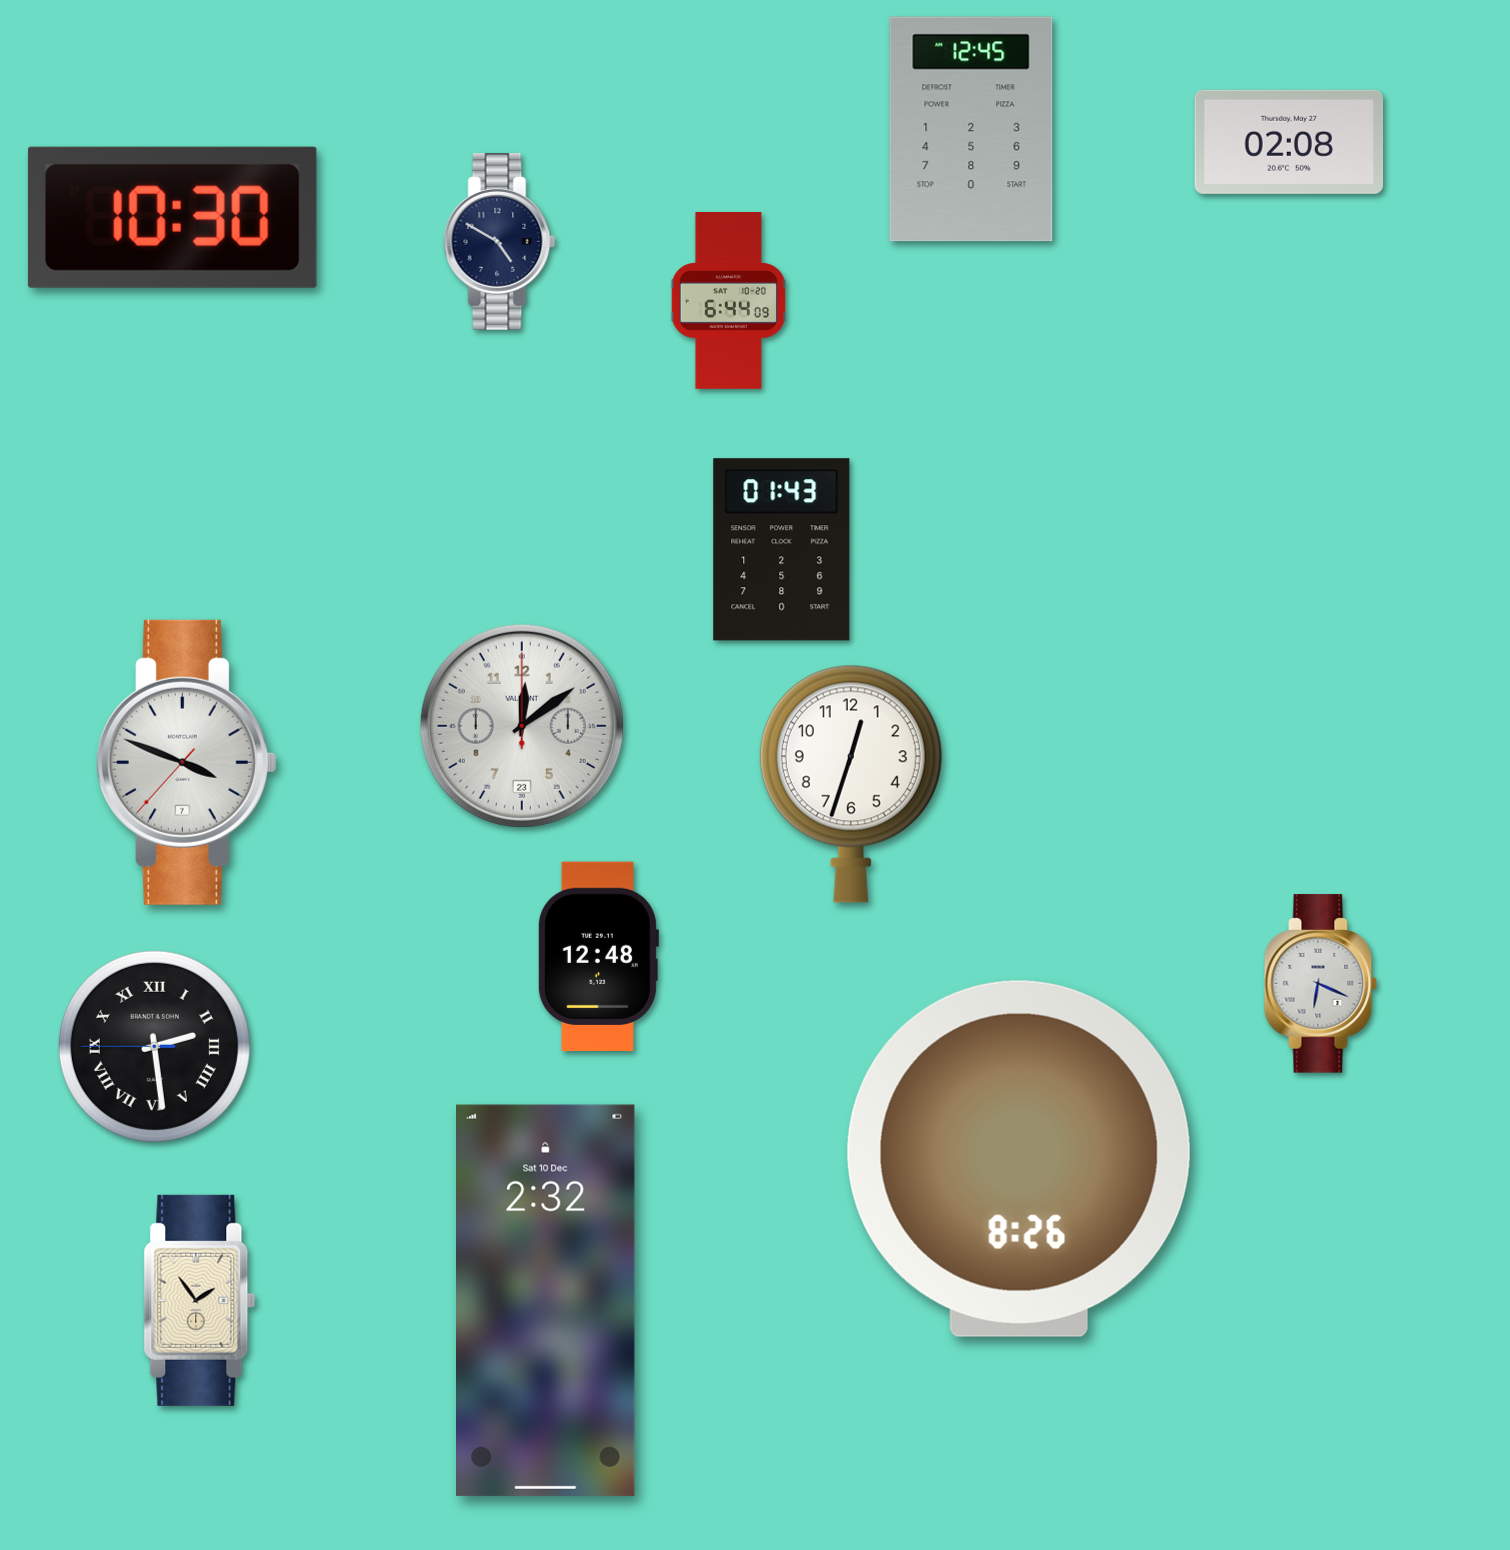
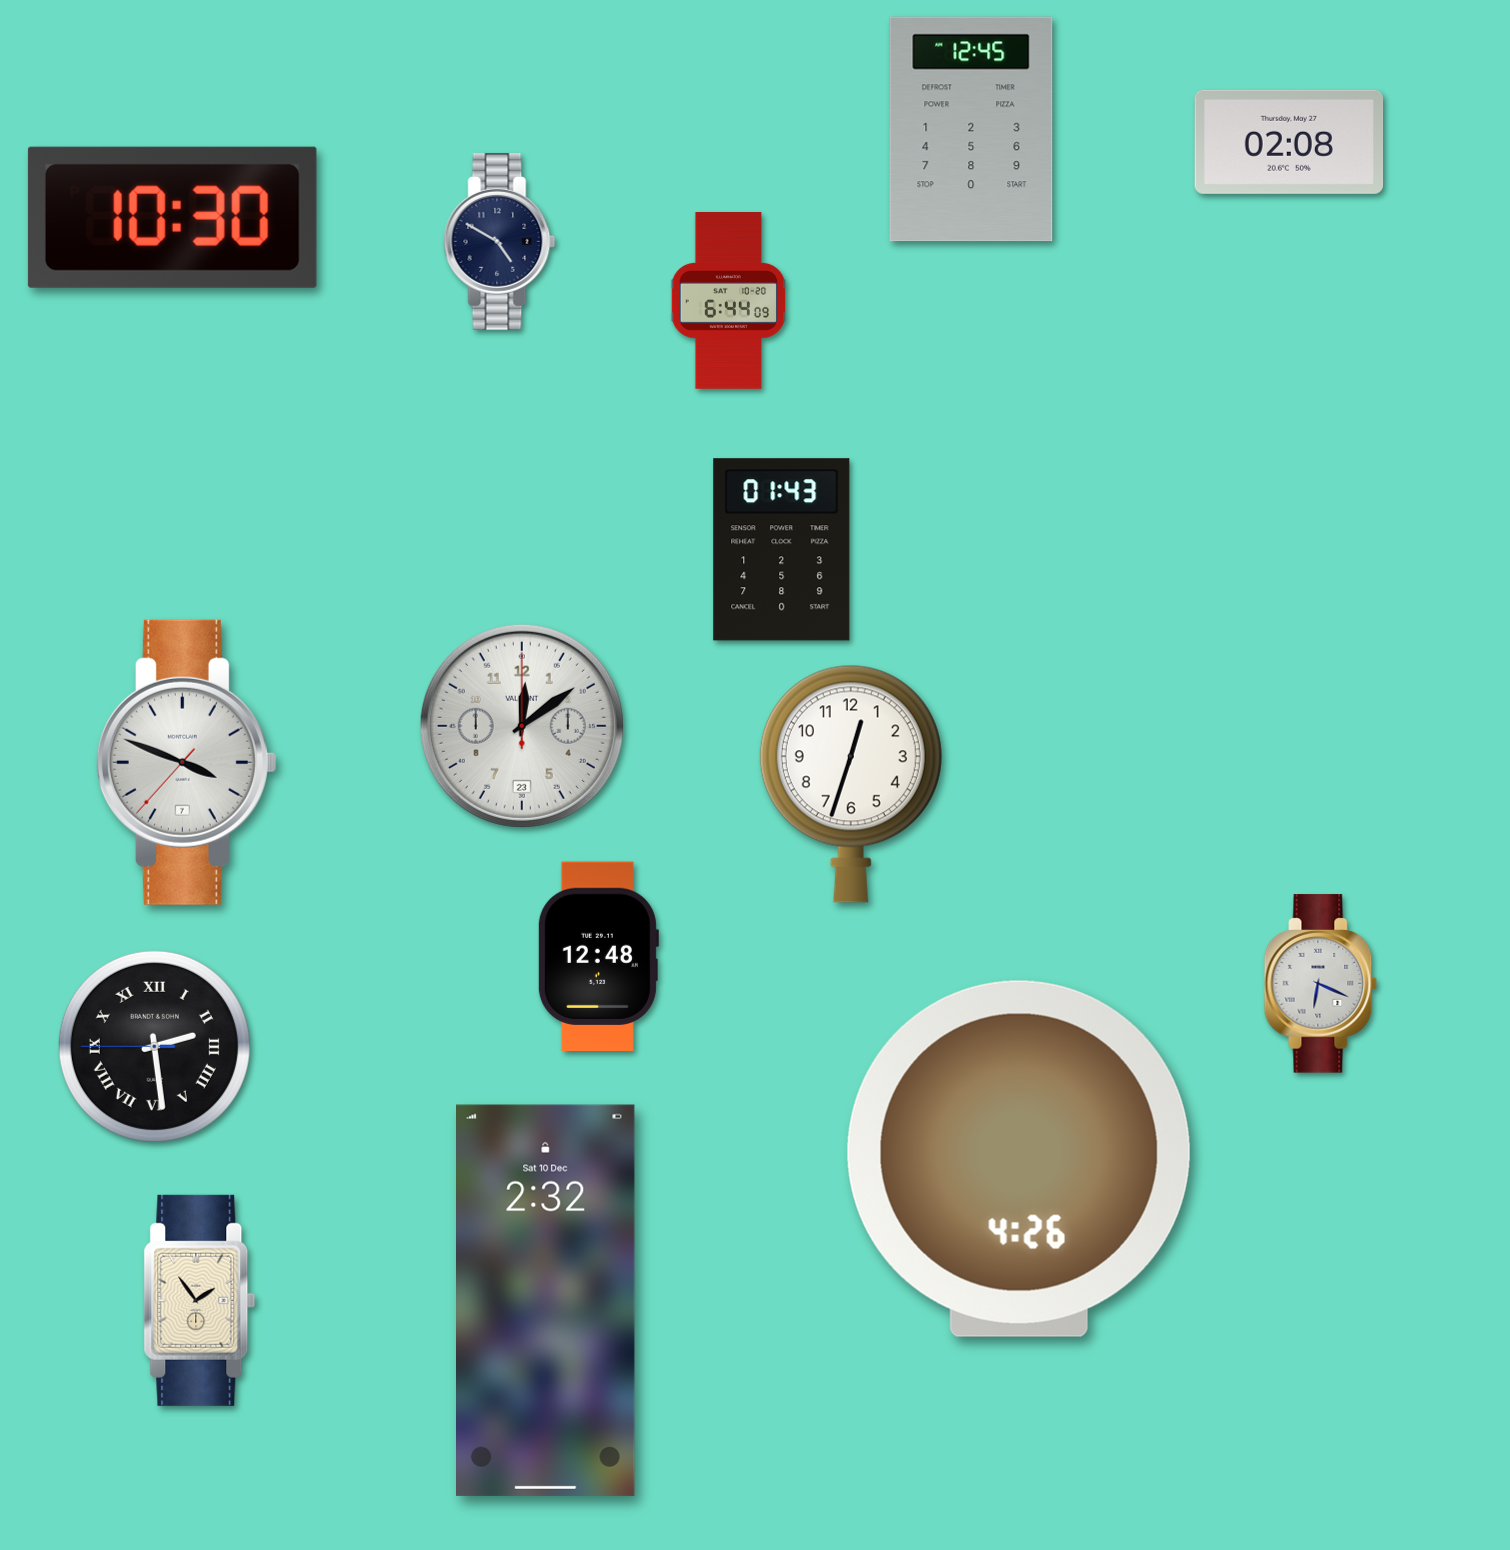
clock at (1019, 1159): 8:26 -> 4:26
